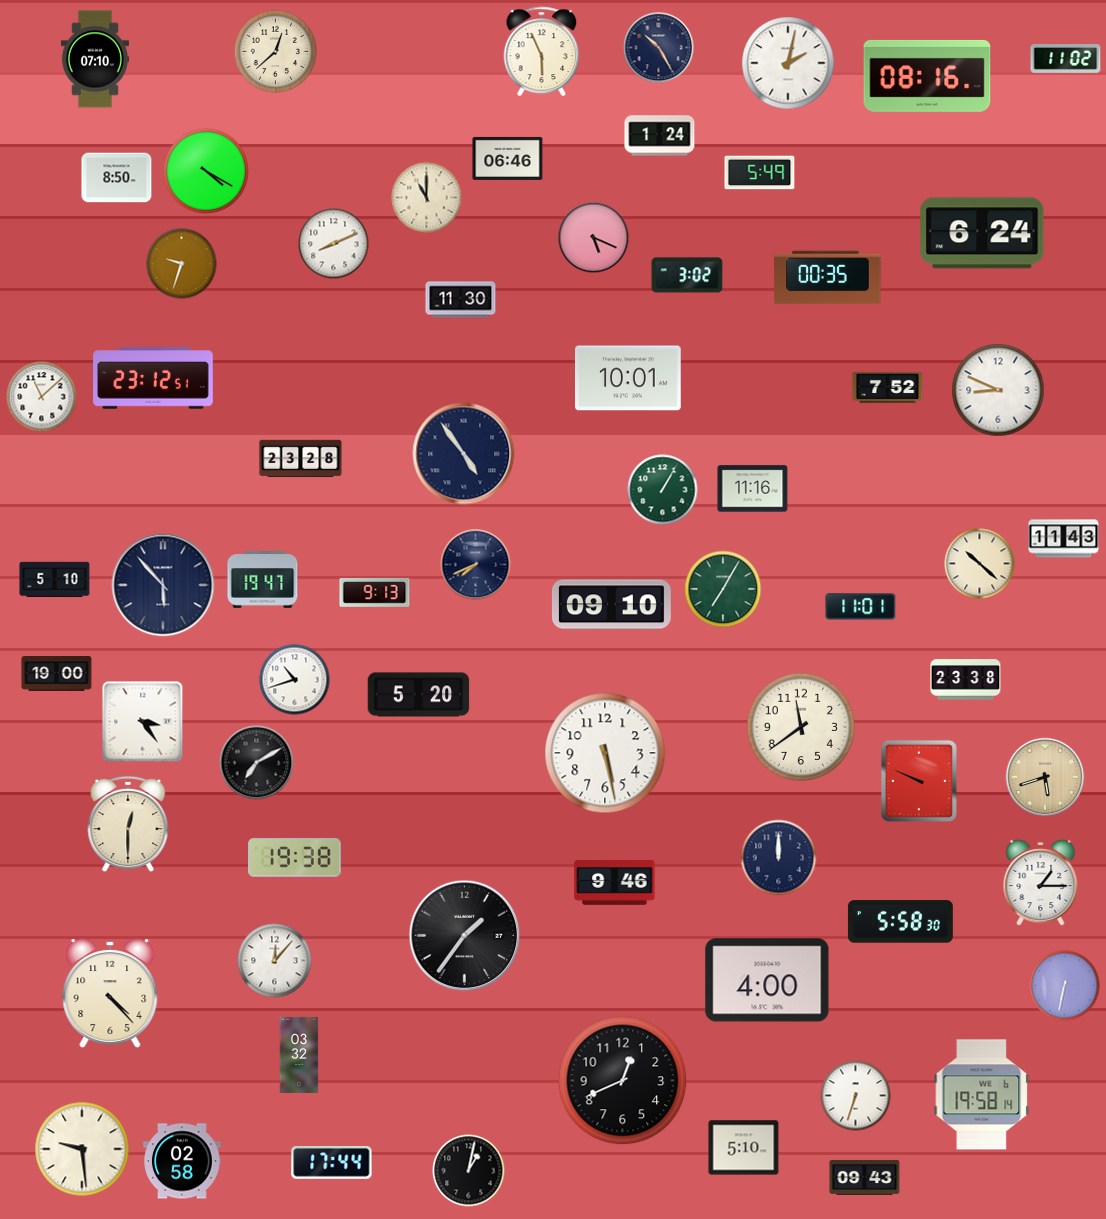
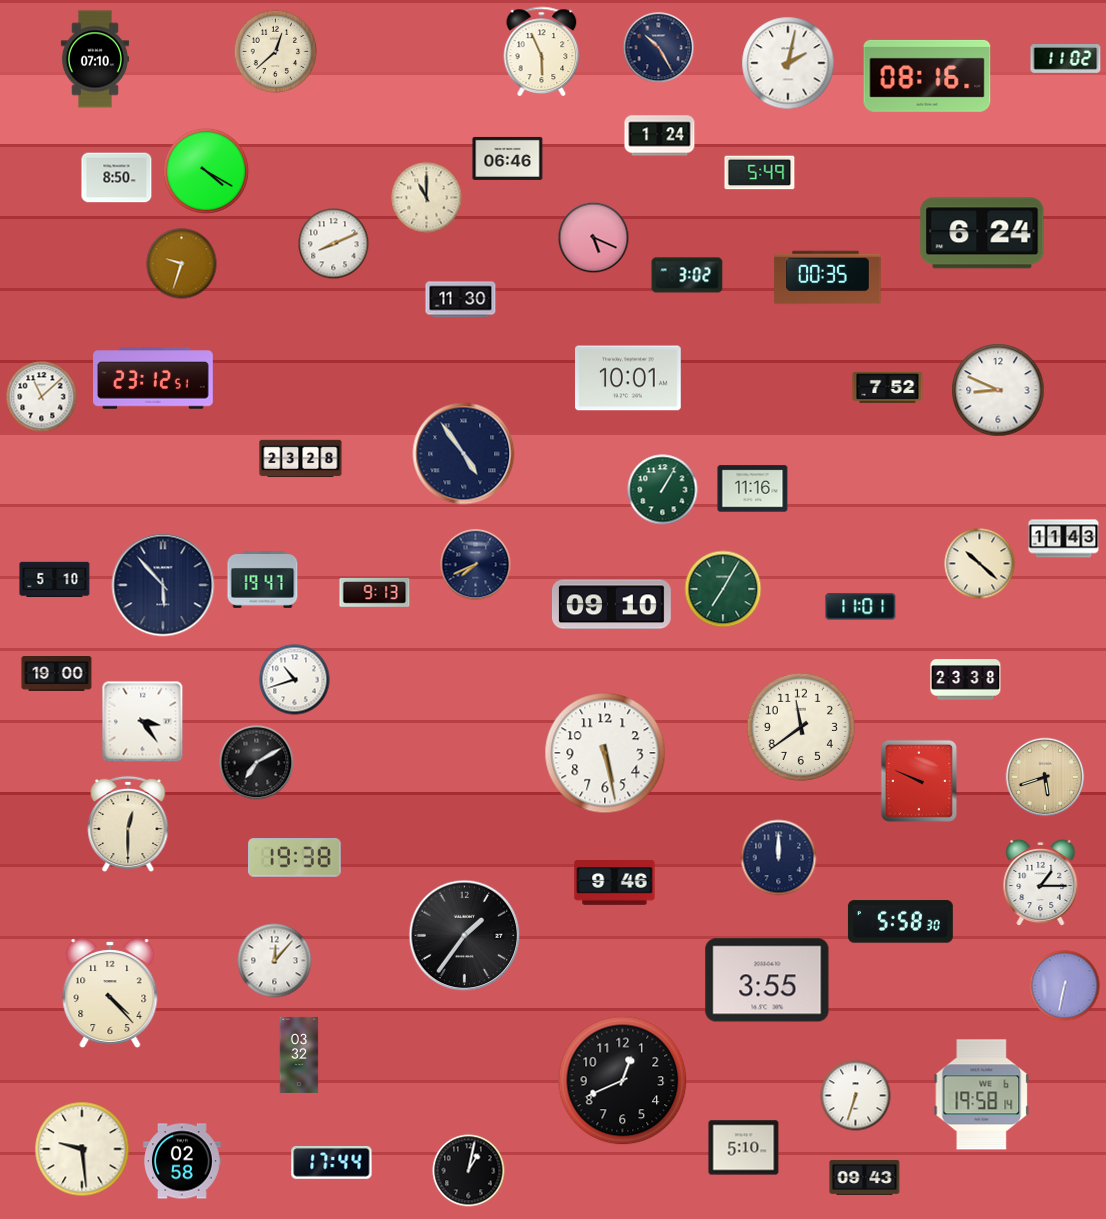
clock at (419, 695): 5:20 -> none
clock at (767, 980): 4:00 -> 3:55
